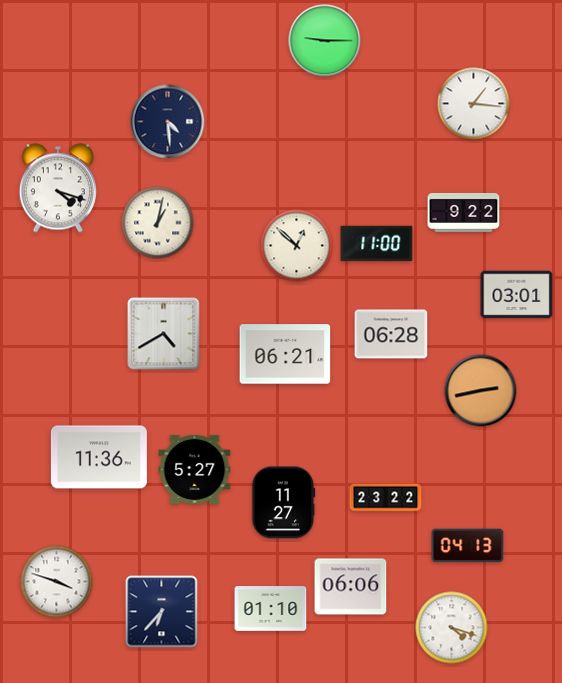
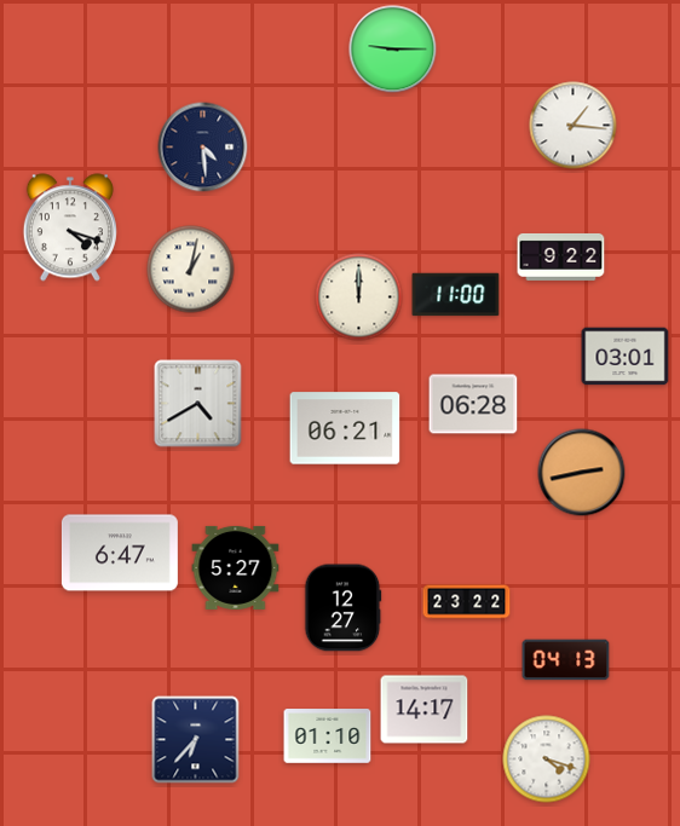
clock at (297, 246): 12:52 -> 12:00
clock at (99, 457): 11:36 -> 6:47
clock at (284, 503): 11:27 -> 12:27
clock at (57, 582): 3:48 -> none
clock at (351, 587): 06:06 -> 14:17
